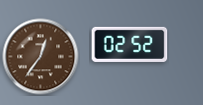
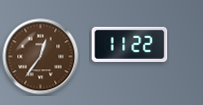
clock at (130, 44): 02:52 -> 11:22
